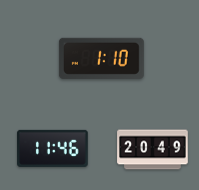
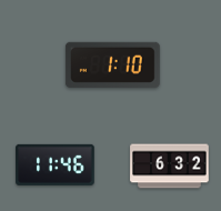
clock at (53, 148) position: (53, 148) -> (56, 164)
clock at (153, 150): 20:49 -> 6:32
